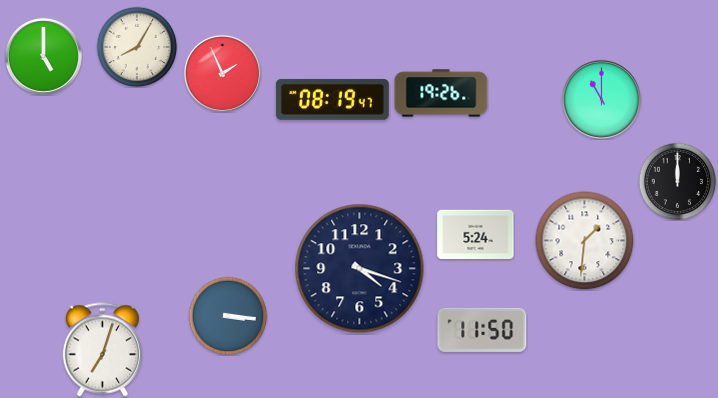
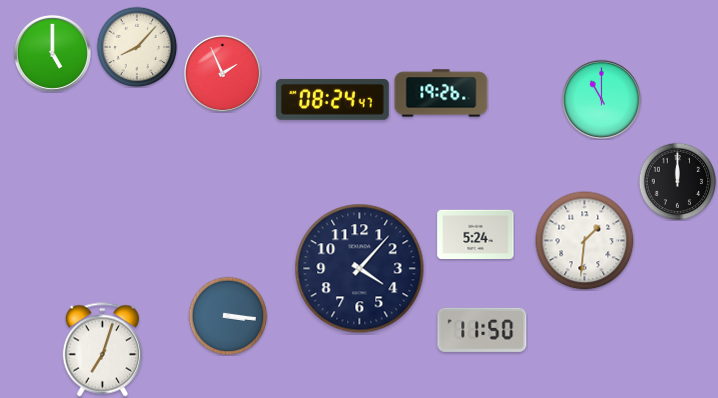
clock at (137, 47): 8:05 -> 8:07
clock at (43, 56) position: (43, 56) -> (52, 53)
clock at (332, 99): 08:19 -> 08:24
clock at (360, 269): 4:18 -> 4:07
